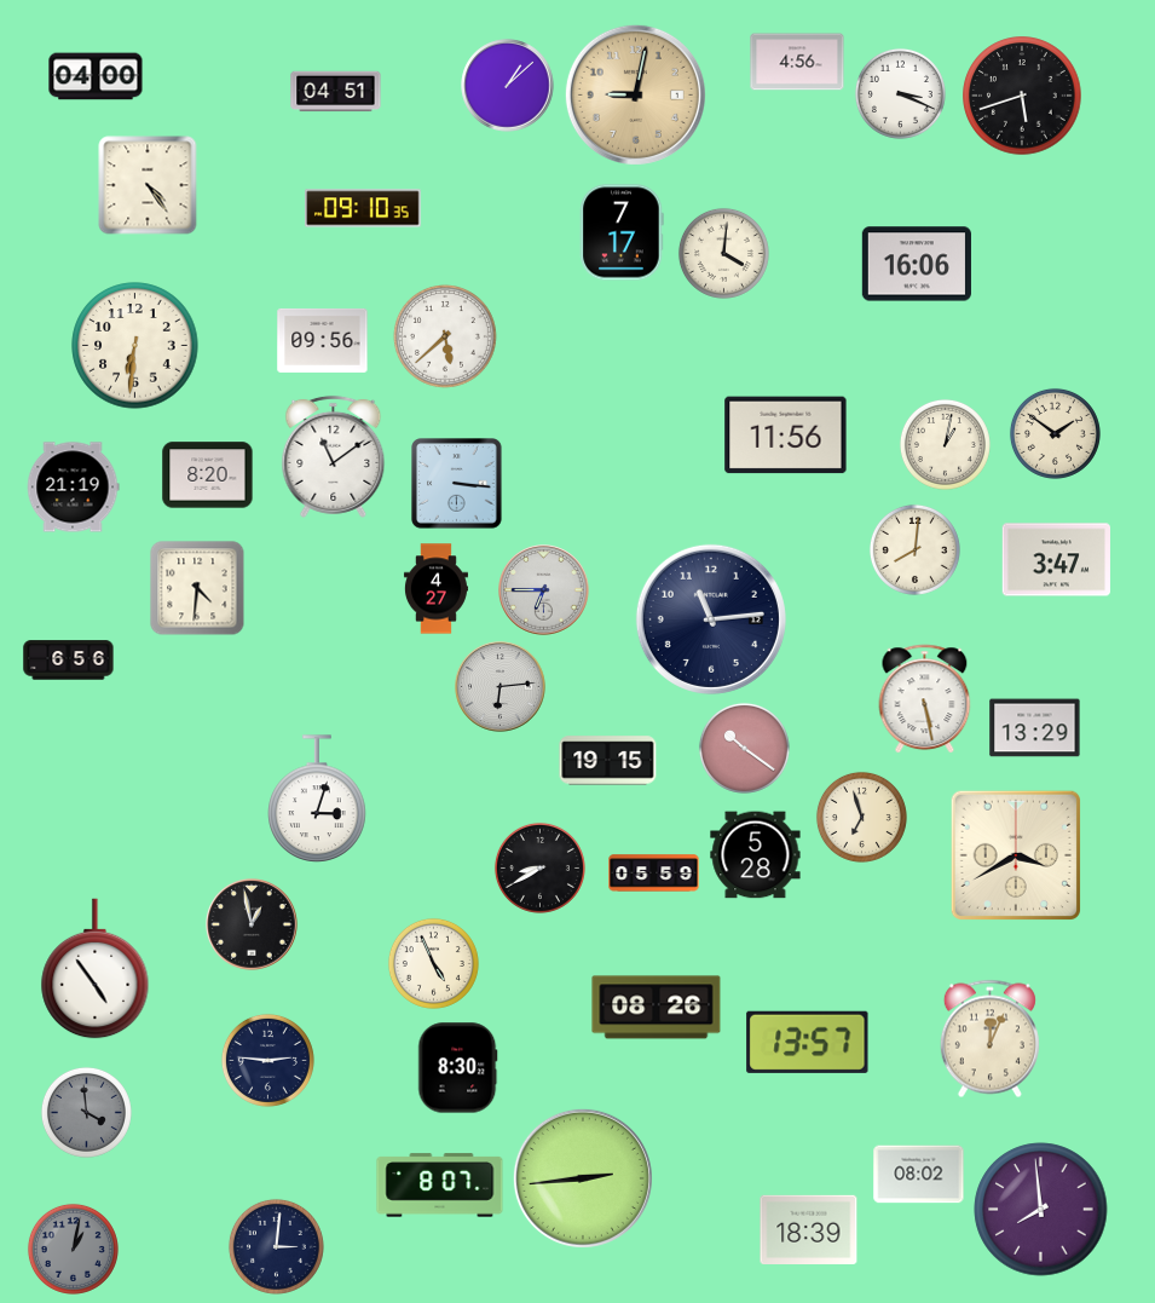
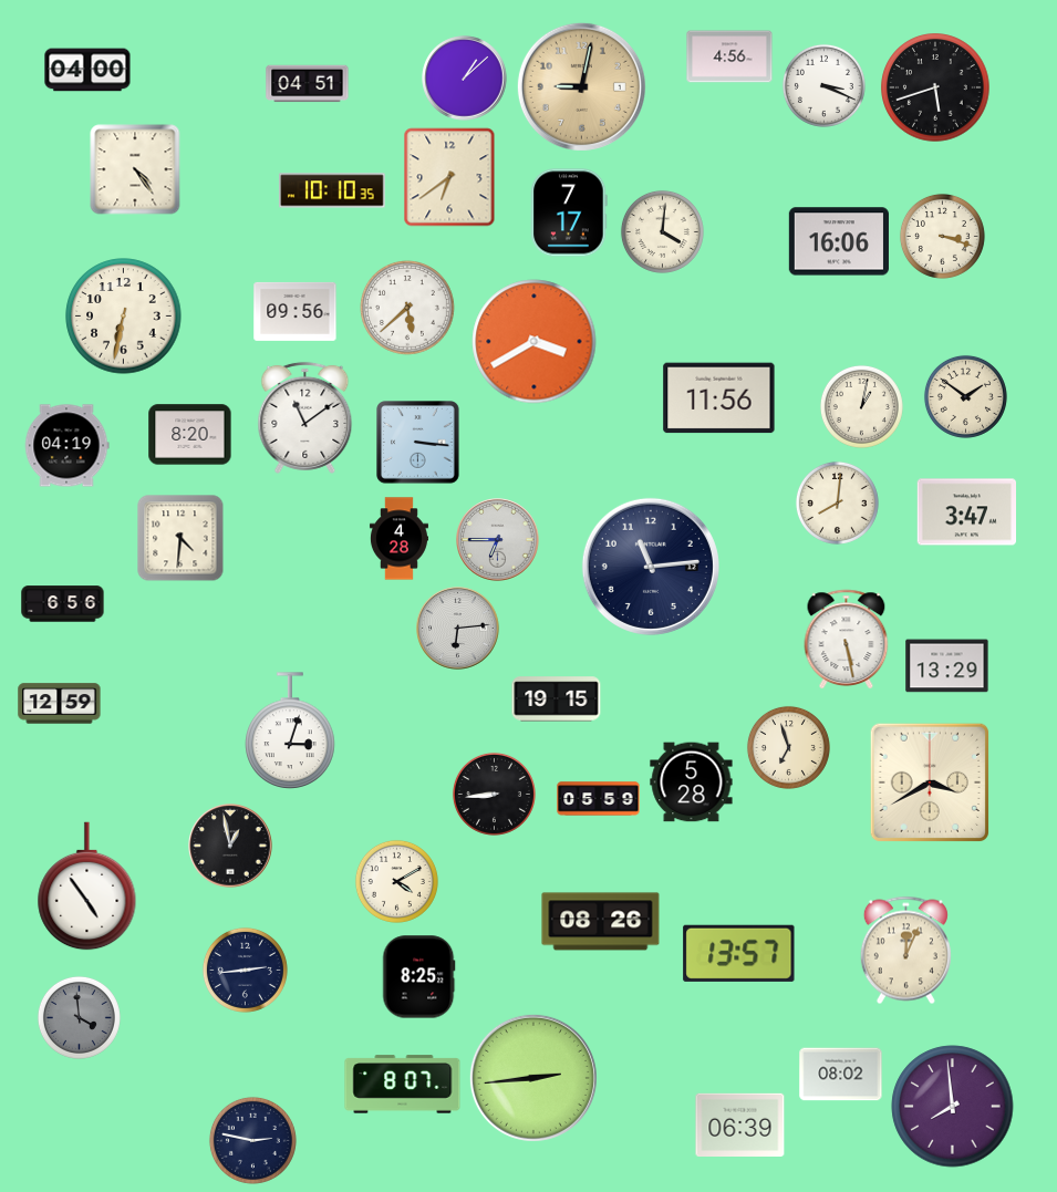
clock at (449, 177): none -> 6:39
clock at (363, 208): 09:10 -> 10:10
clock at (942, 236): none -> 3:18
clock at (135, 346): 6:31 -> 6:32
clock at (535, 342): none -> 3:40
clock at (945, 444) position: (945, 444) -> (861, 406)
clock at (73, 488): 21:19 -> 04:19
clock at (435, 589): 4:27 -> 4:28
clock at (744, 748): 10:21 -> none
clock at (608, 761) position: (608, 761) -> (557, 699)
clock at (60, 704): none -> 12:59
clock at (539, 867): 8:40 -> 8:44
clock at (433, 963): 4:56 -> 4:10
clock at (267, 1060): 2:46 -> 2:44
clock at (458, 1068): 8:30 -> 8:25
clock at (809, 1229): 18:39 -> 06:39
clock at (276, 1246): 3:01 -> 2:47
clock at (73, 1249): 1:02 -> none
